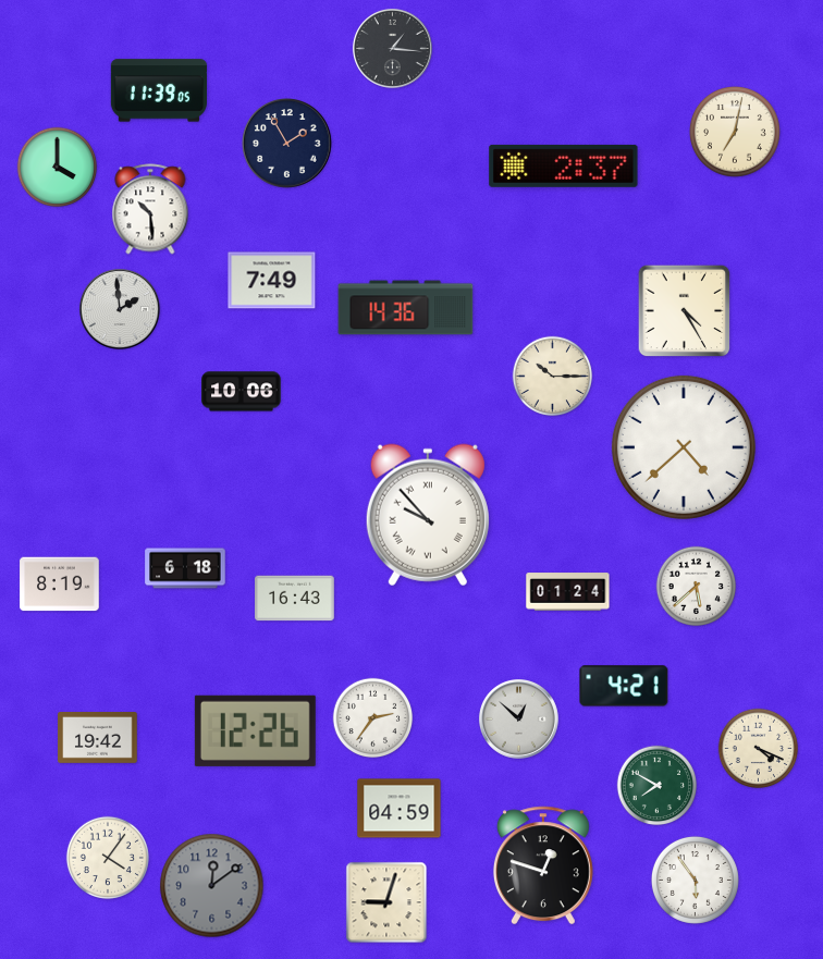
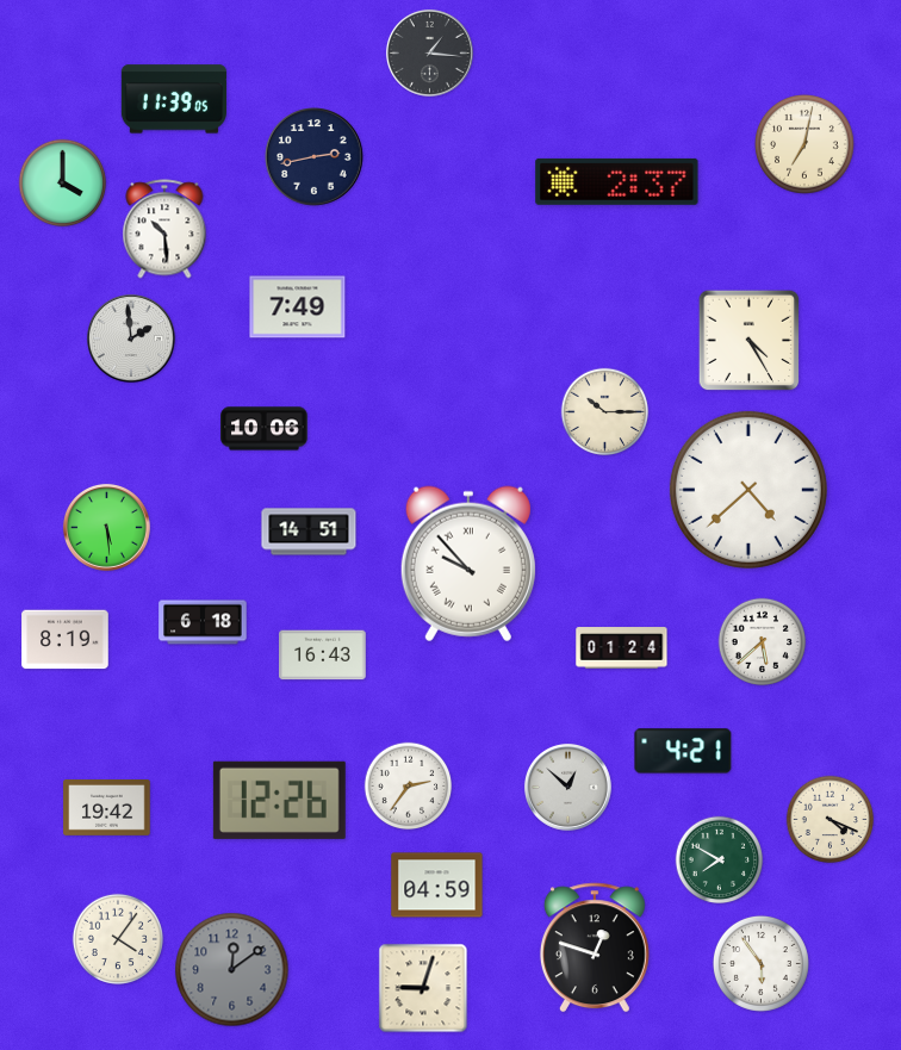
clock at (287, 144): 1:55 -> 2:43
clock at (406, 308): 14:36 -> none
clock at (107, 528): none -> 5:29
clock at (309, 532): none -> 14:51
